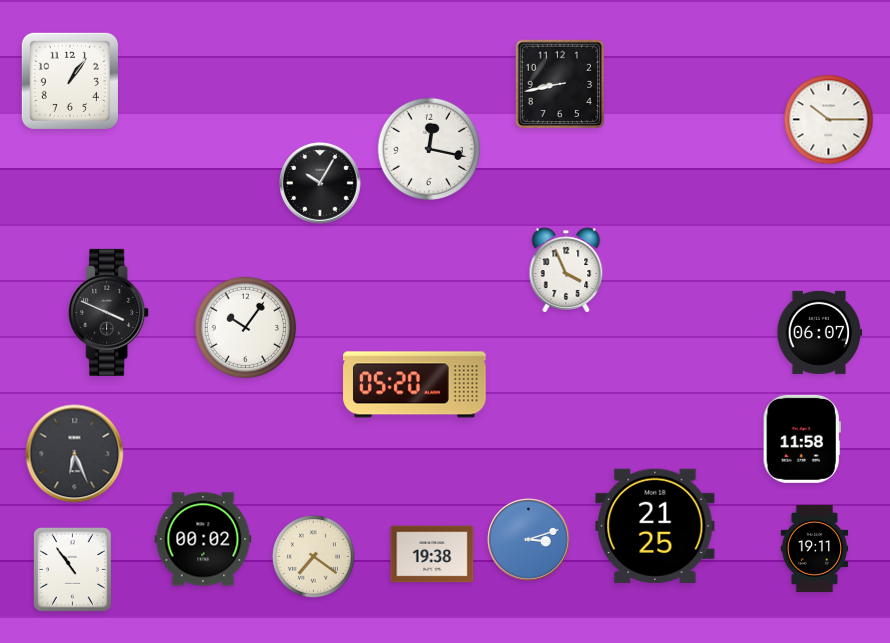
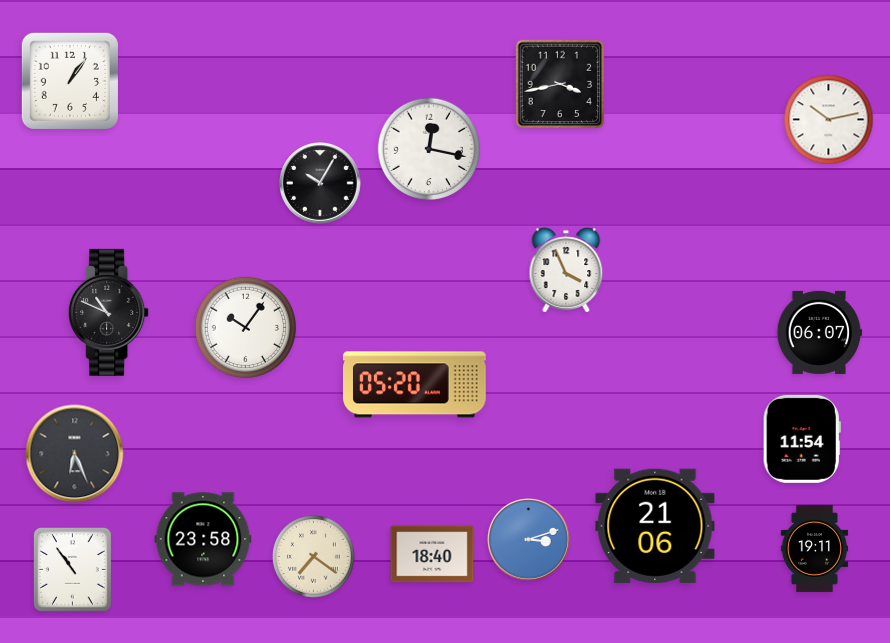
clock at (560, 84): 8:43 -> 3:43
clock at (829, 120): 10:15 -> 10:13
clock at (109, 312): 3:49 -> 10:49
clock at (802, 439): 11:58 -> 11:54
clock at (655, 526): 21:25 -> 21:06
clock at (203, 539): 00:02 -> 23:58
clock at (432, 554): 19:38 -> 18:40
